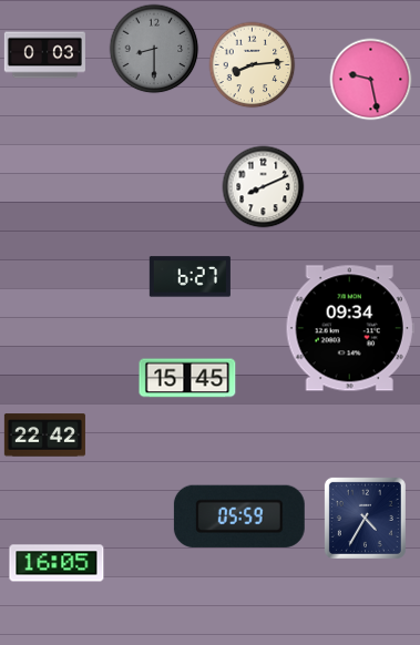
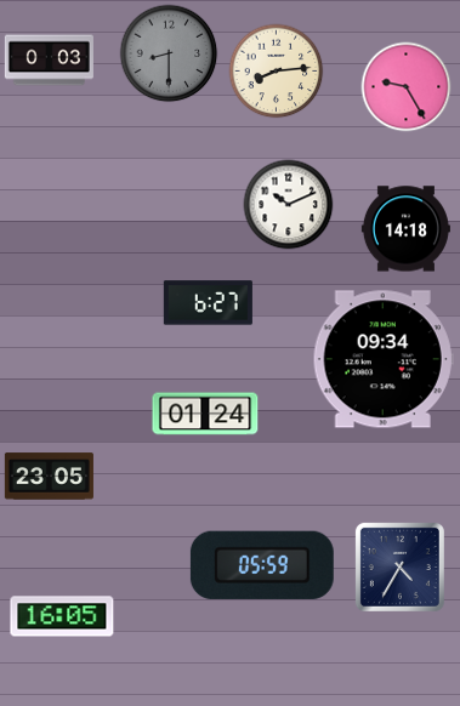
clock at (371, 80): 9:28 -> 9:25
clock at (264, 187): 8:11 -> 10:11
clock at (405, 229): none -> 14:18
clock at (187, 378): 15:45 -> 01:24
clock at (44, 436): 22:42 -> 23:05
